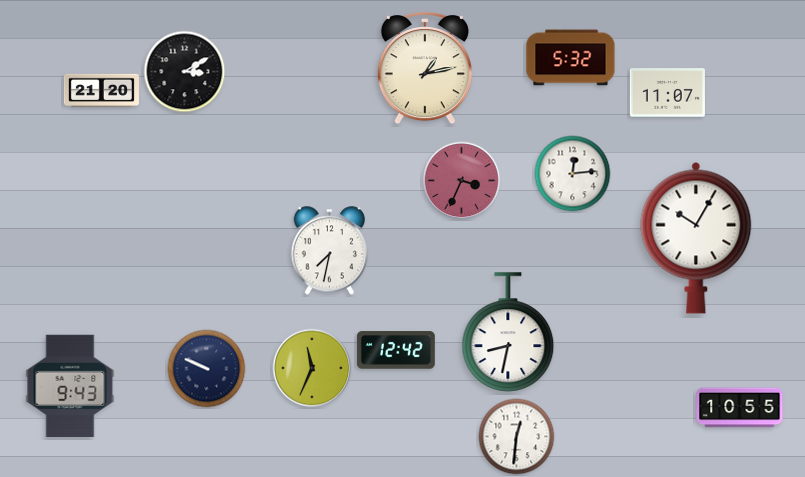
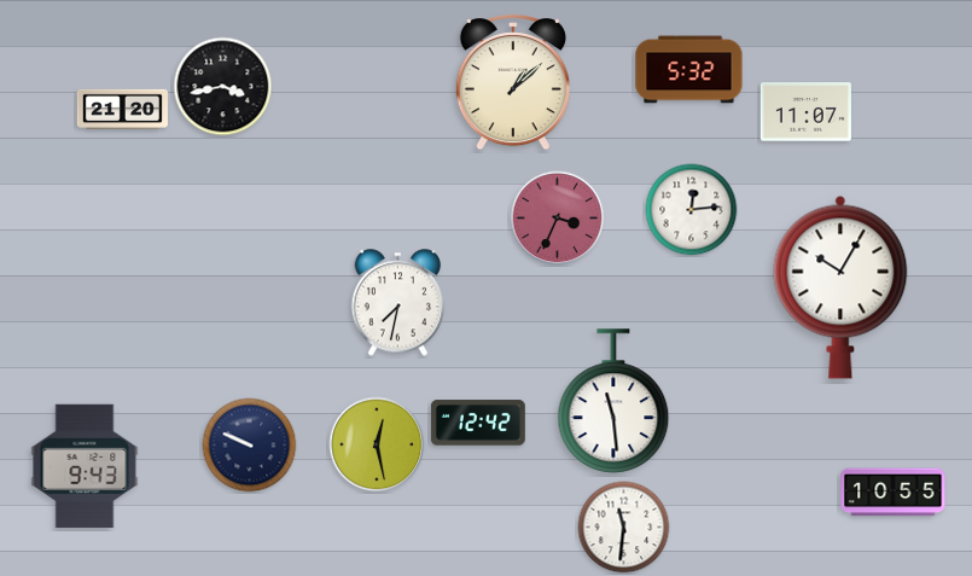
clock at (425, 69): 1:13 -> 1:08
clock at (185, 72): 3:10 -> 3:43
clock at (508, 332): 8:32 -> 11:29
clock at (312, 368): 11:34 -> 12:28
clock at (517, 437): 12:31 -> 11:31
